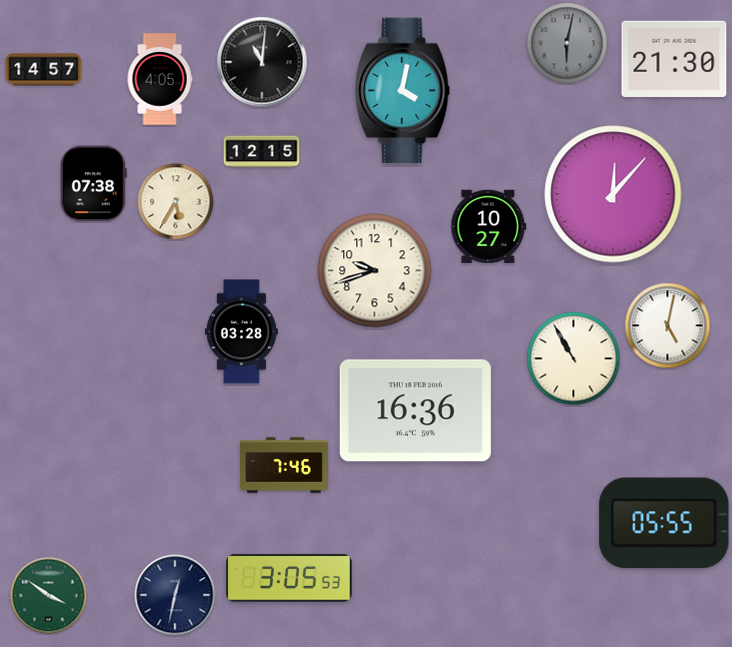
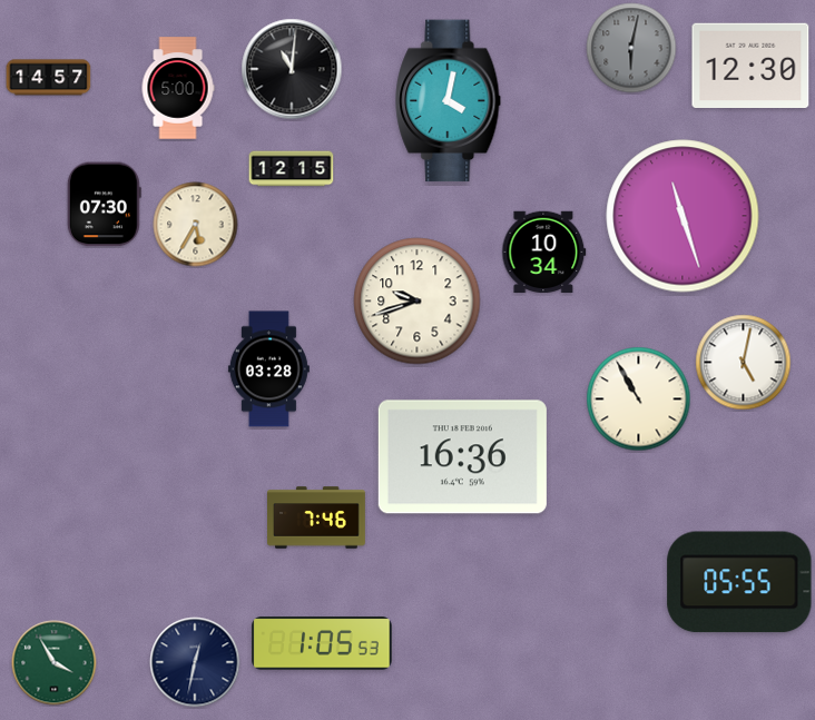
clock at (674, 58): 21:30 -> 12:30
clock at (160, 79): 4:05 -> 5:00
clock at (93, 184): 07:38 -> 07:30
clock at (613, 194): 12:07 -> 11:27
clock at (489, 226): 10:27 -> 10:34
clock at (289, 578): 3:05 -> 1:05
clock at (49, 596): 3:51 -> 3:55
